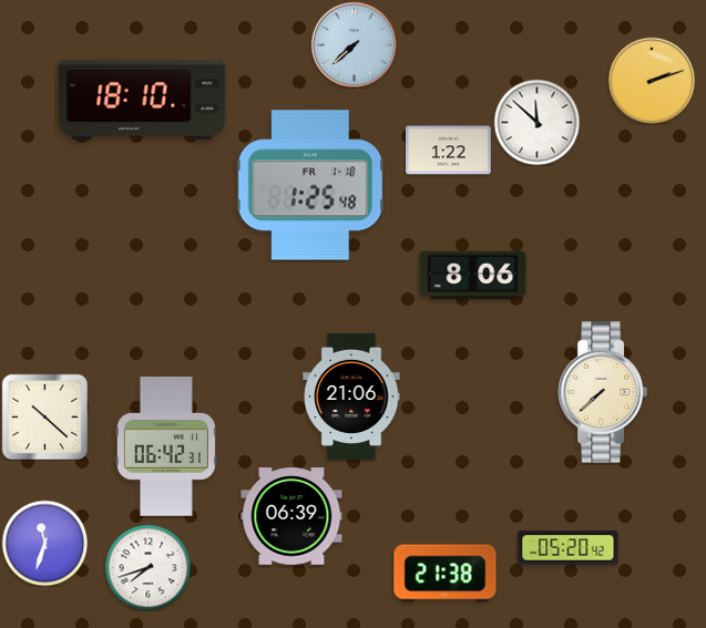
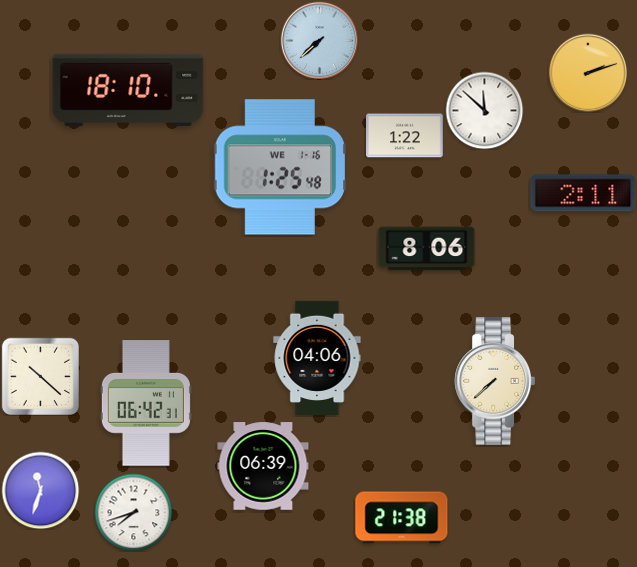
clock at (310, 185) date: FR 1-18 -> WE 1-16
clock at (583, 193): none -> 2:11
clock at (602, 392) position: (602, 392) -> (494, 381)
clock at (351, 395): 21:06 -> 04:06
clock at (166, 446) position: (166, 446) -> (146, 403)
clock at (569, 548): 05:20 -> none
